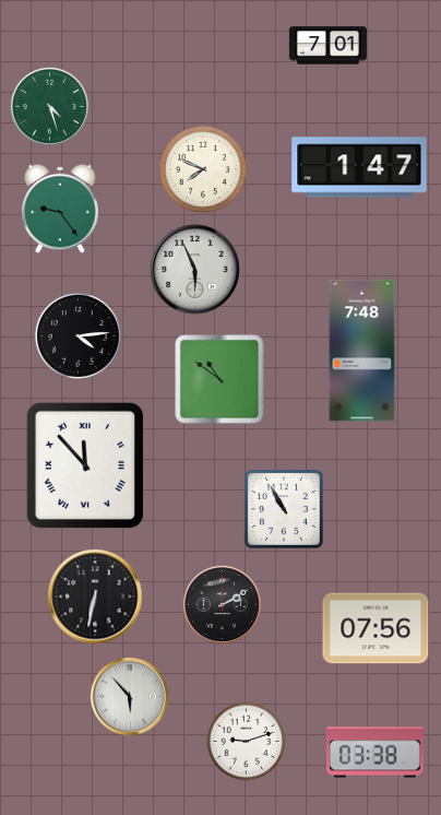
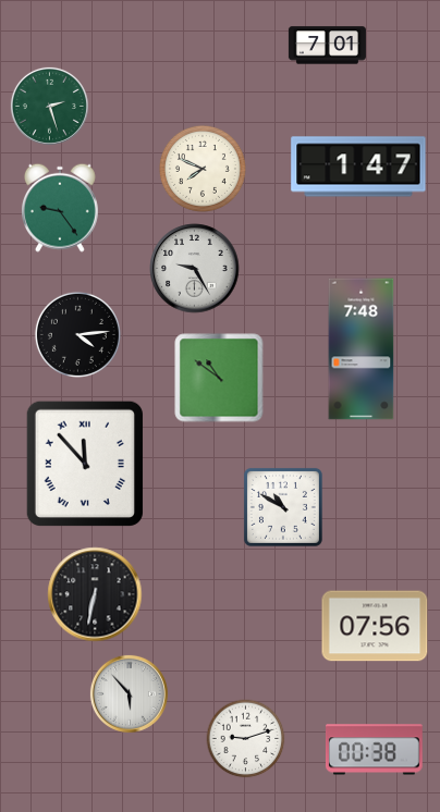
clock at (49, 106): 4:27 -> 2:27
clock at (195, 270): 5:56 -> 9:25
clock at (284, 509): 10:55 -> 10:50
clock at (222, 604): 2:10 -> none
clock at (374, 753): 03:38 -> 00:38
